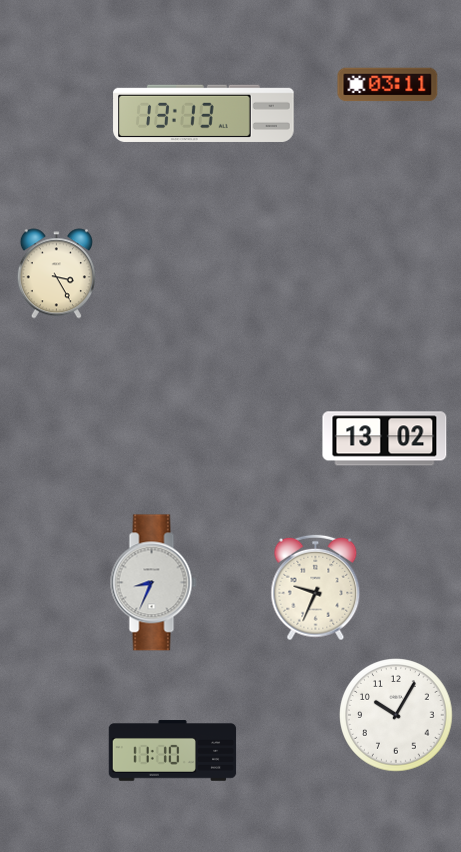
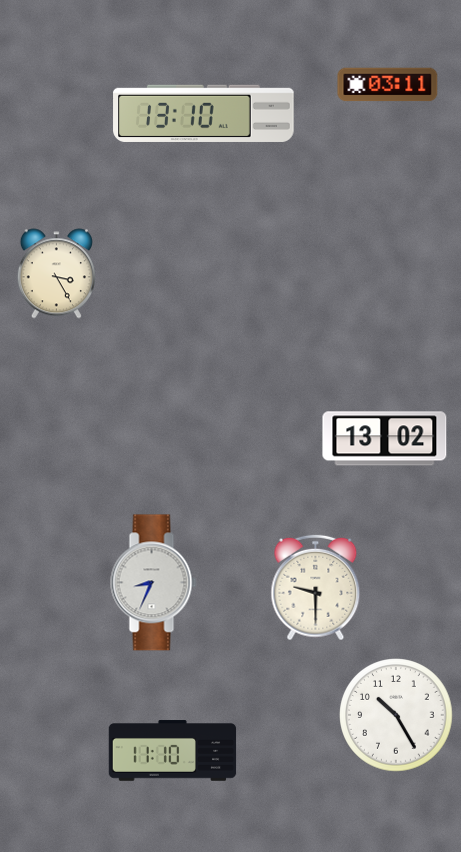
clock at (204, 113): 13:13 -> 13:10
clock at (316, 588): 9:34 -> 9:30
clock at (397, 716): 10:05 -> 10:25
